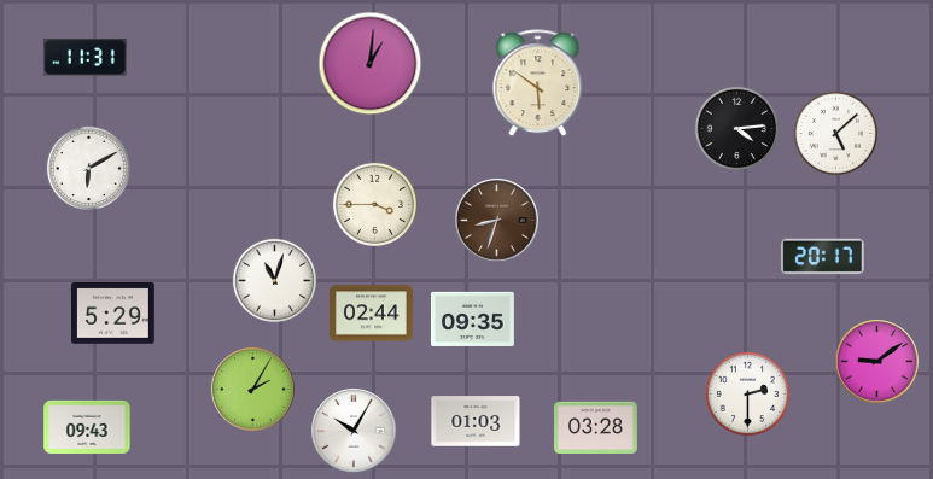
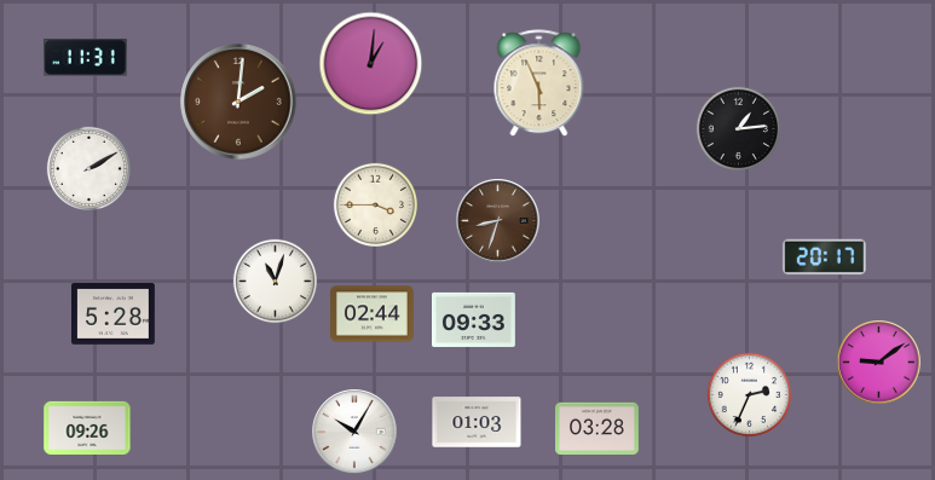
clock at (538, 83): 5:51 -> 5:56
clock at (238, 102): none -> 2:01
clock at (736, 128): 4:14 -> 1:14
clock at (835, 133): 5:08 -> none
clock at (88, 168): 6:10 -> 2:10
clock at (113, 314): 5:29 -> 5:28
clock at (473, 319): 09:35 -> 09:33
clock at (253, 390): 2:05 -> none
clock at (747, 393): 2:30 -> 2:34
clock at (87, 427): 09:43 -> 09:26
